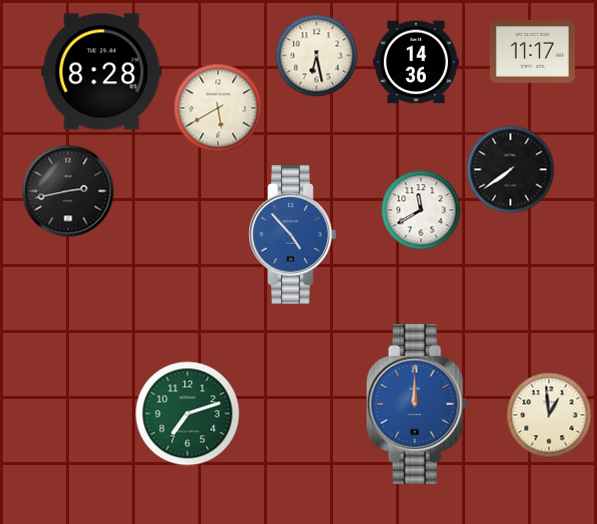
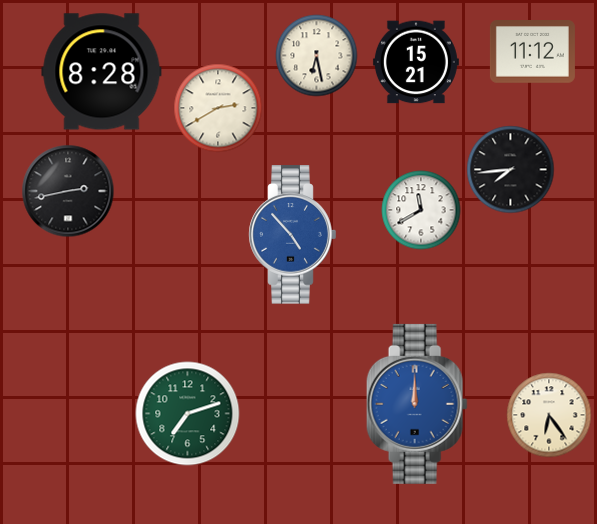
clock at (532, 52): 11:17 -> 11:12
clock at (416, 62): 14:36 -> 15:21
clock at (218, 108): 5:40 -> 2:40
clock at (511, 170): 7:39 -> 7:44
clock at (549, 415): 12:59 -> 6:24
